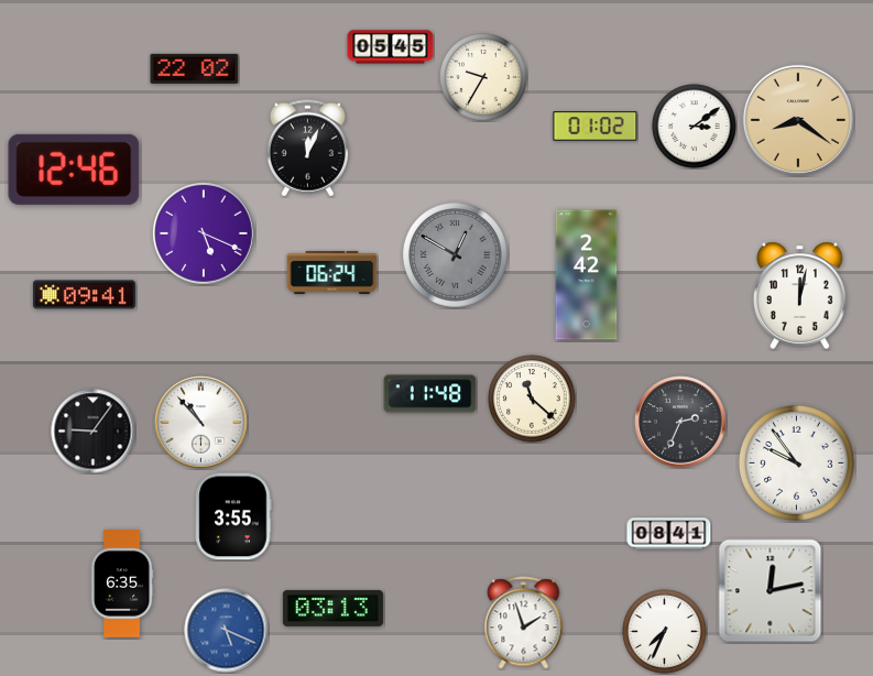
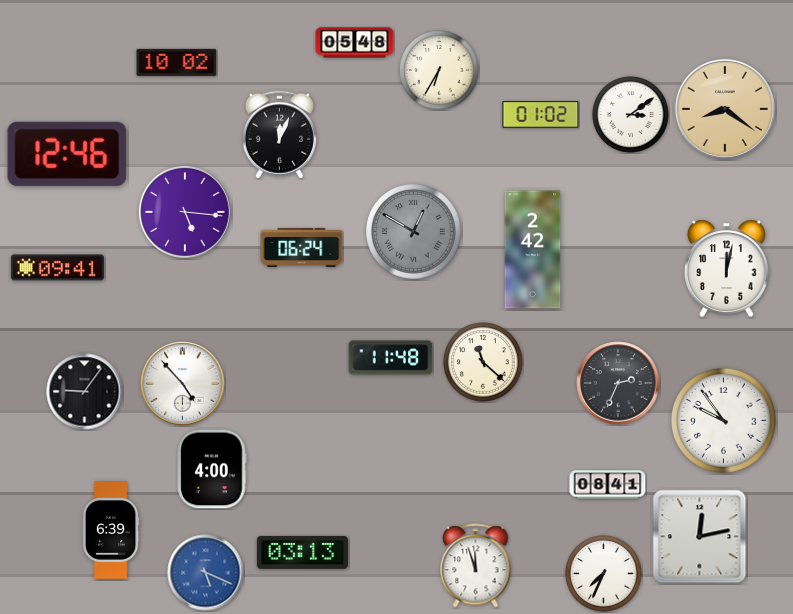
clock at (391, 47): 05:45 -> 05:48
clock at (195, 68): 22:02 -> 10:02
clock at (483, 77): 9:35 -> 6:35
clock at (204, 233): 5:19 -> 5:16
clock at (84, 295) position: (84, 295) -> (57, 268)
clock at (201, 423): 10:53 -> 4:53
clock at (233, 516): 3:55 -> 4:00
clock at (122, 584): 6:35 -> 6:39
clock at (524, 623): 1:57 -> 11:57
